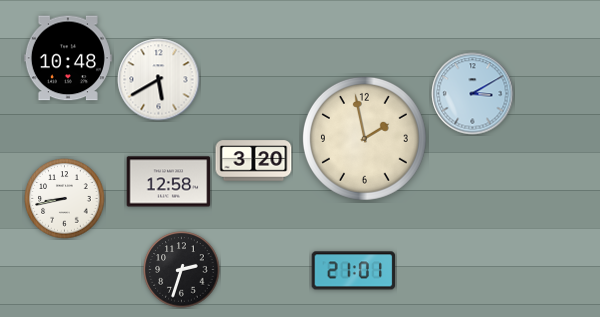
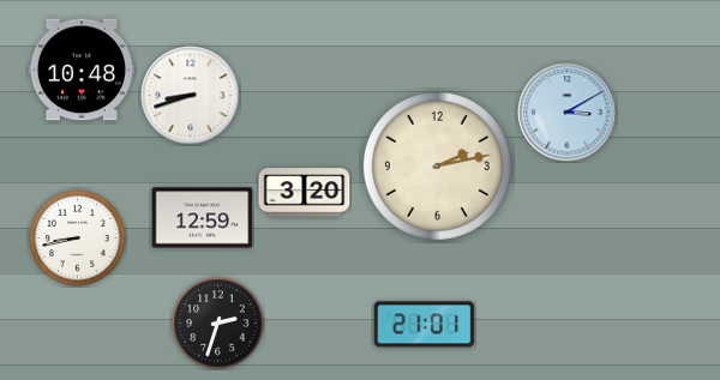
clock at (159, 80): 5:40 -> 8:42
clock at (364, 138): 1:58 -> 2:13
clock at (169, 182): 12:58 -> 12:59
